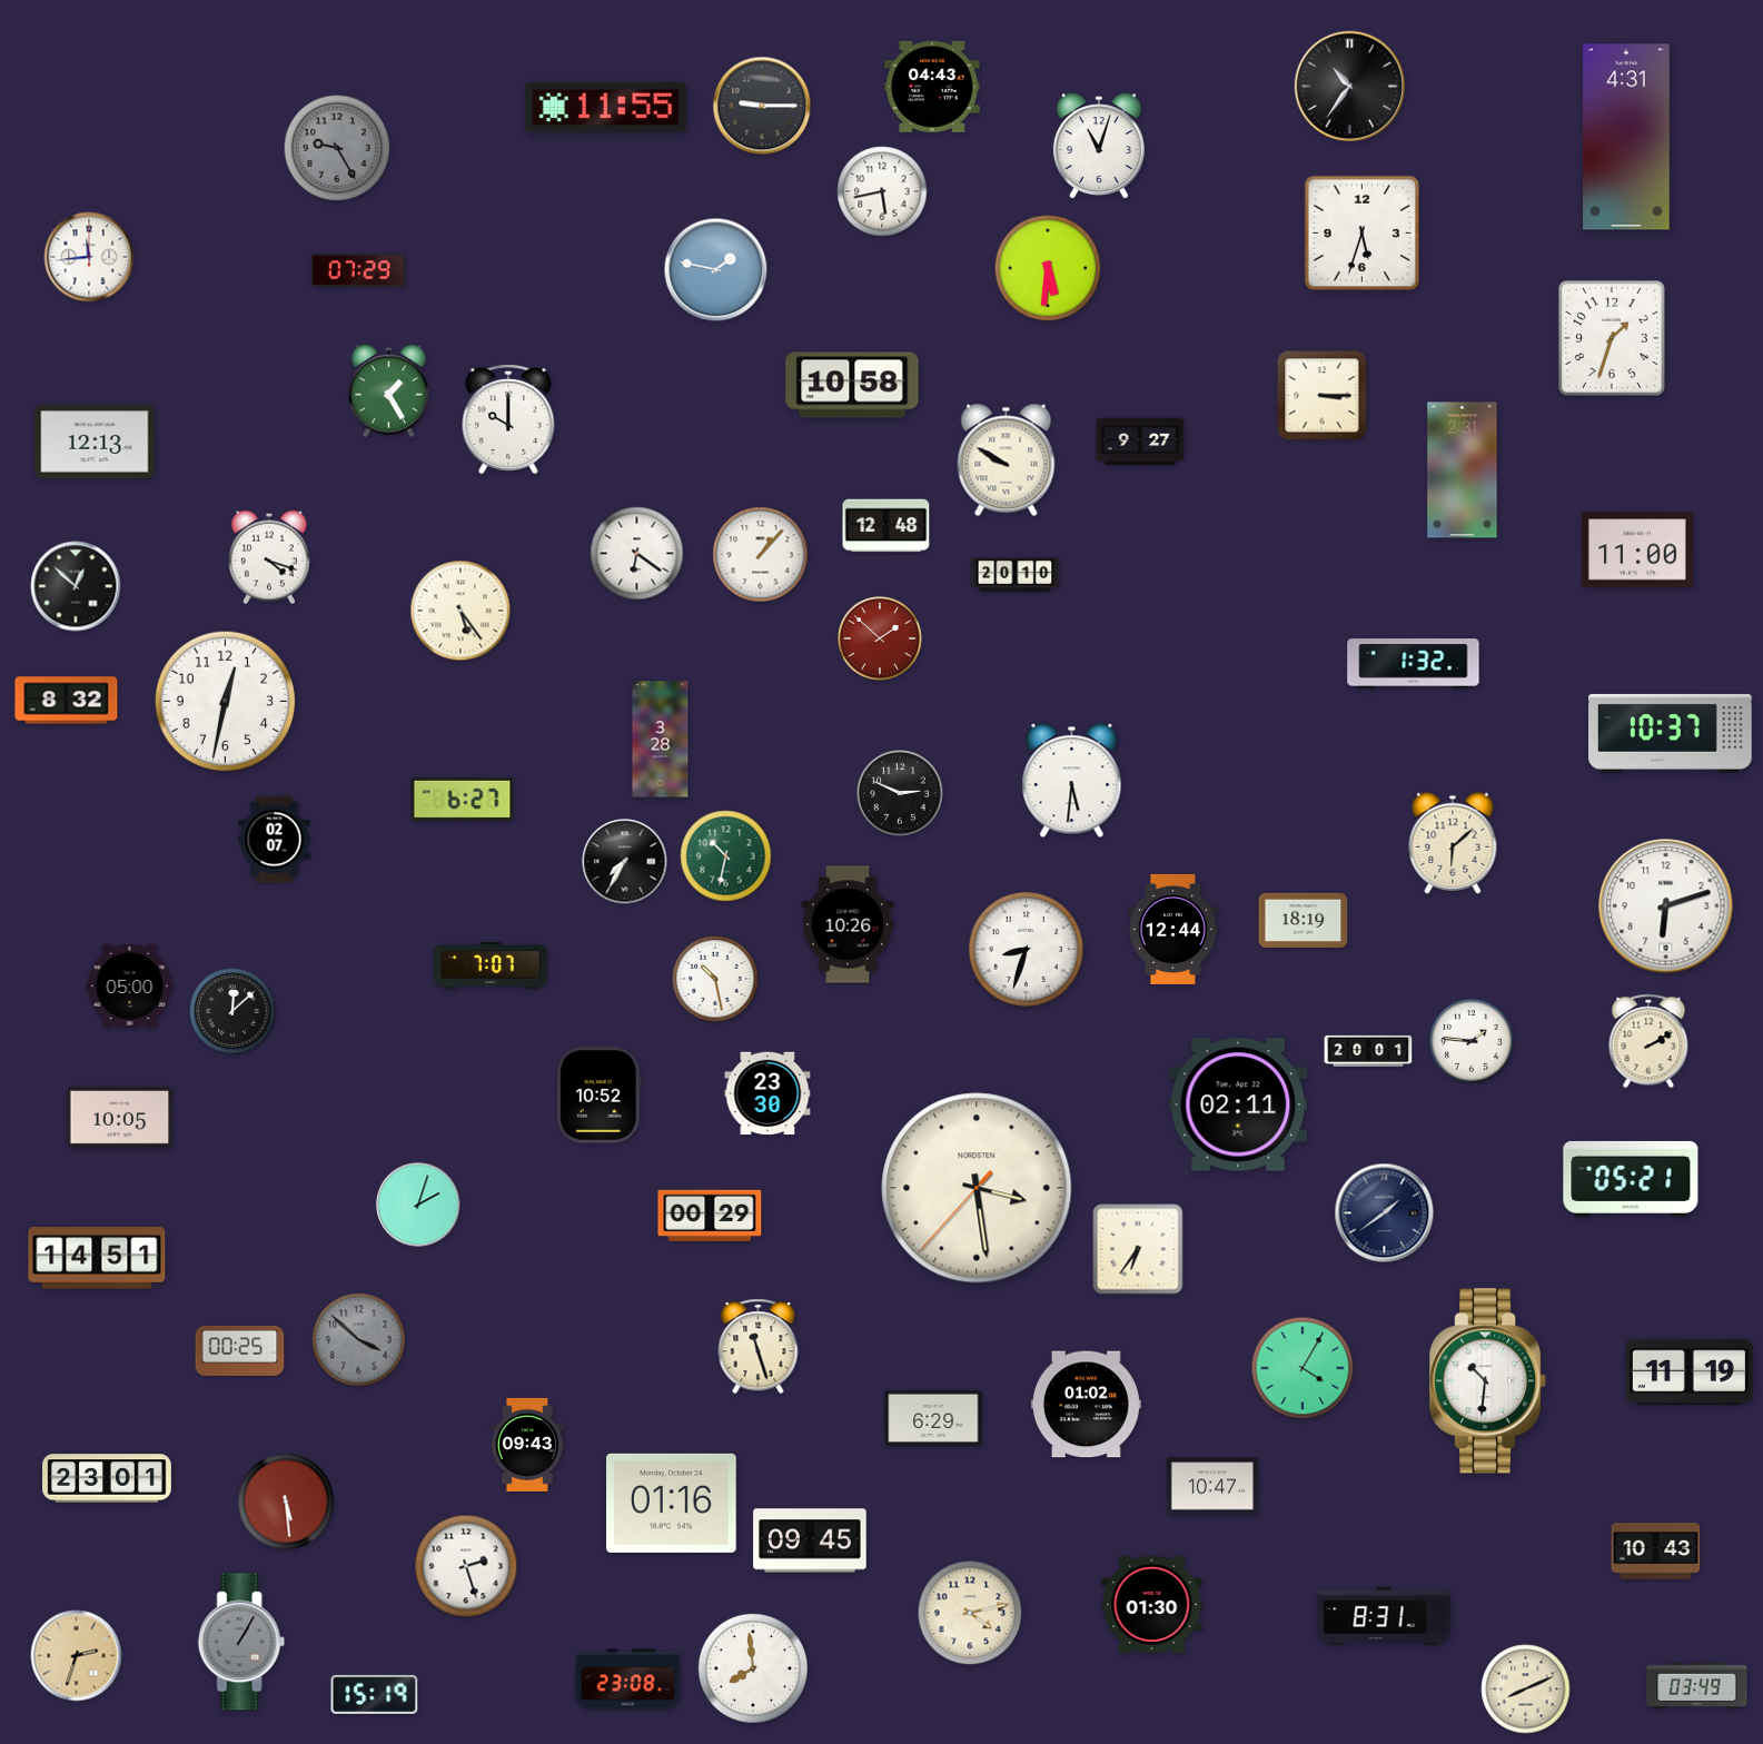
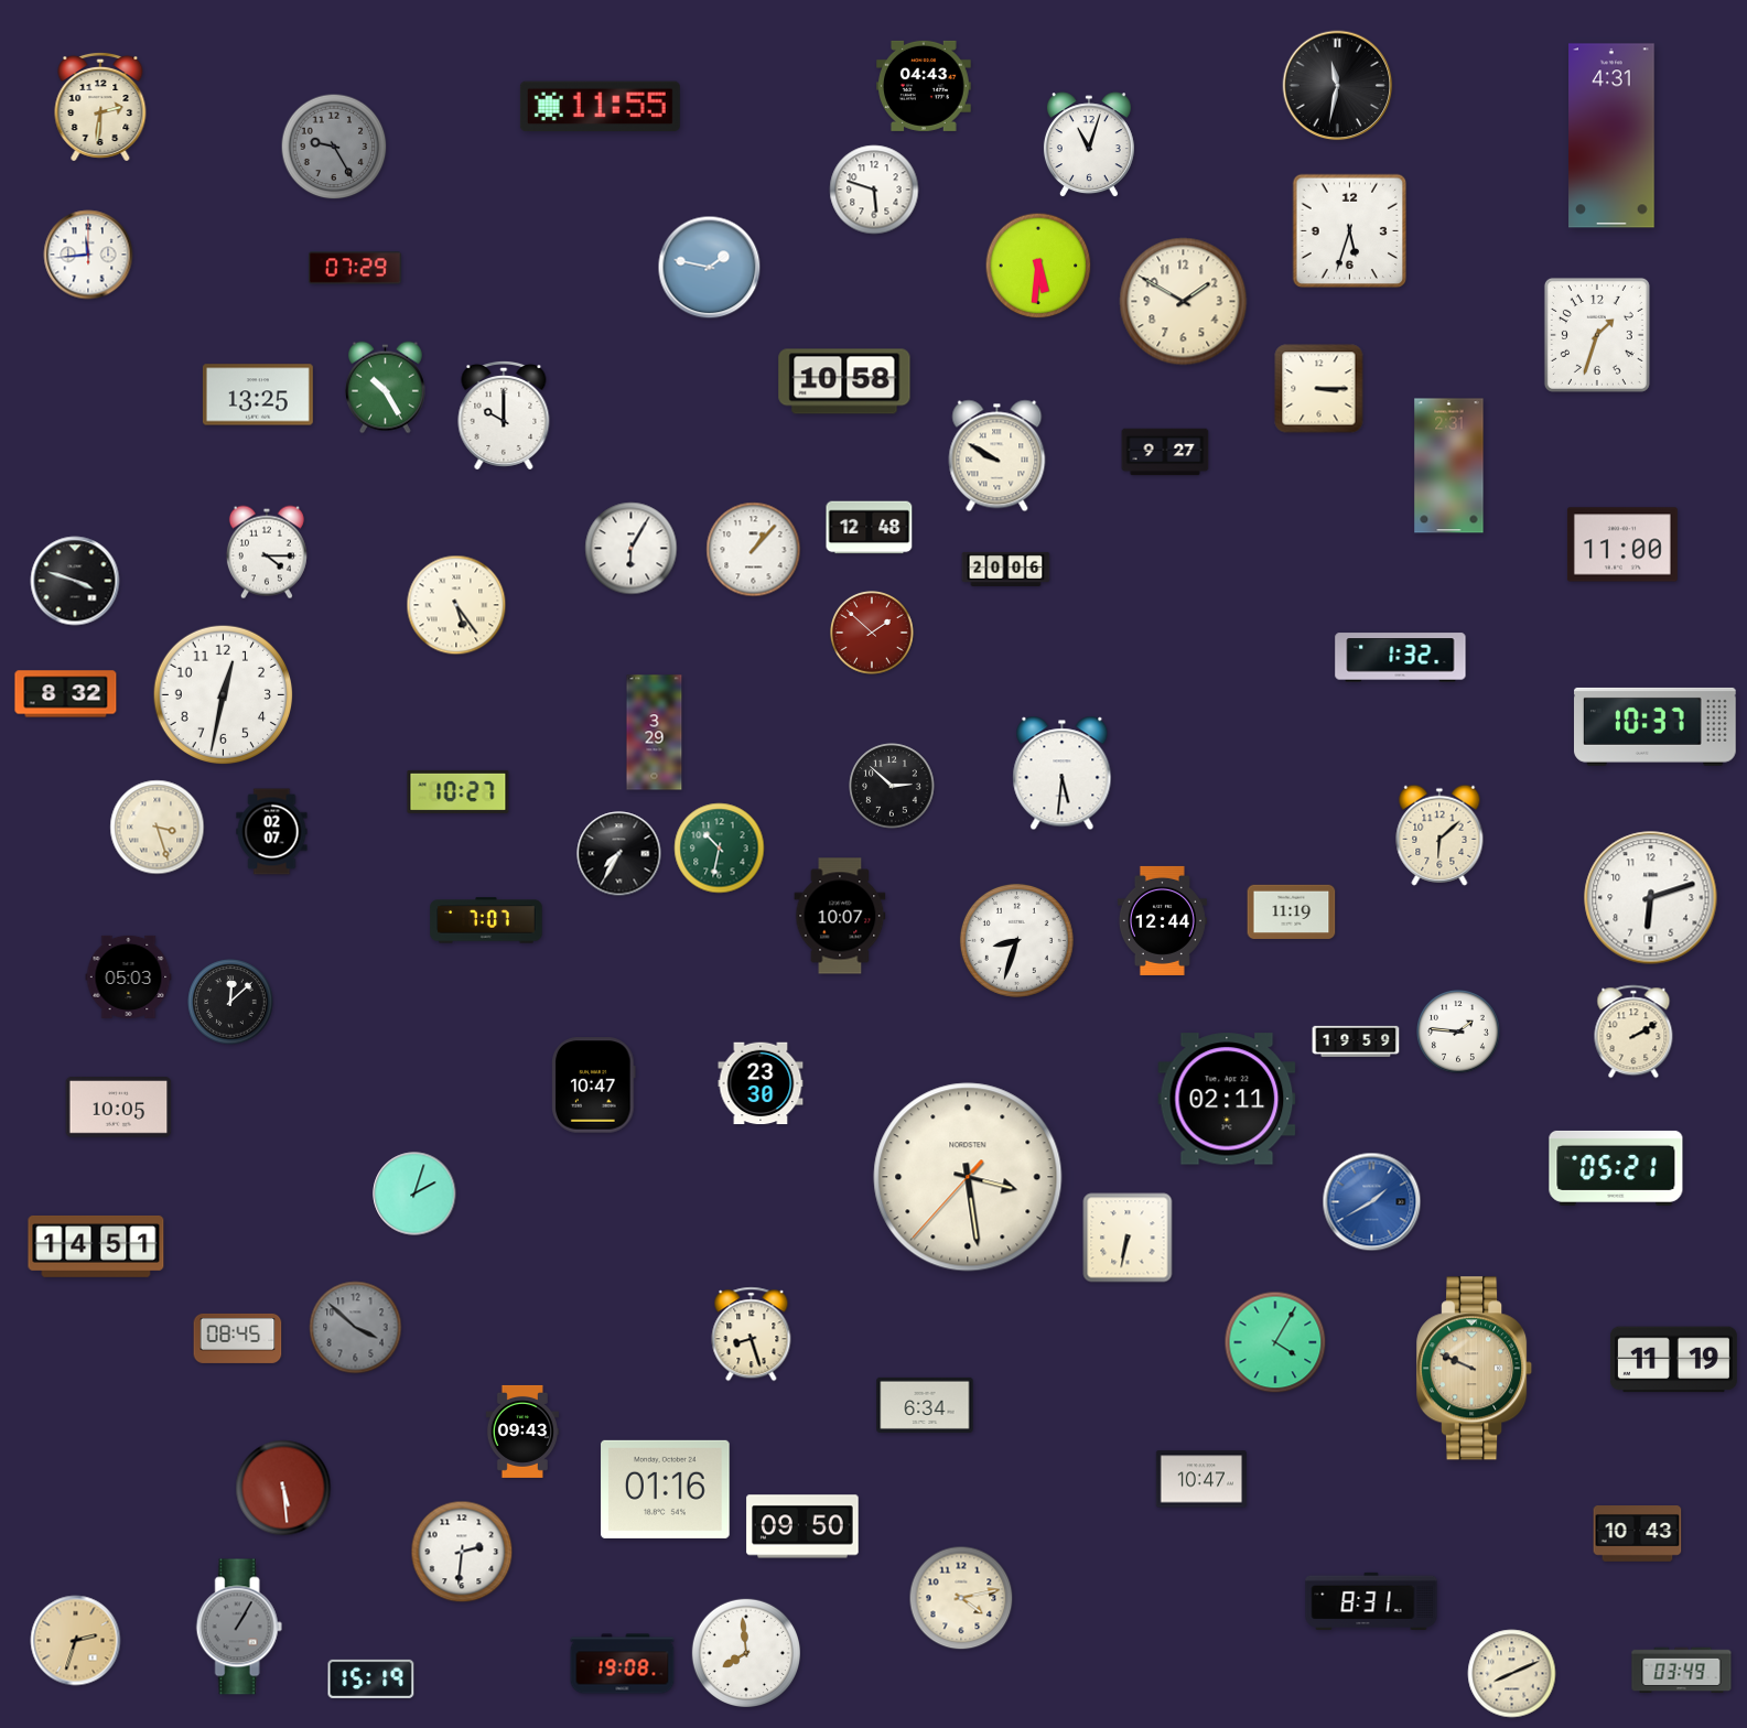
clock at (1350, 87): 10:36 -> 11:32
clock at (762, 106): 9:15 -> none
clock at (100, 107): none -> 2:31
clock at (882, 191): 5:43 -> 5:48
clock at (1184, 302): none -> 1:50
clock at (388, 392): 1:25 -> 10:25
clock at (1323, 396) position: (1323, 396) -> (1319, 389)
clock at (258, 395): none -> 13:25
clock at (95, 442): 12:13 -> none
clock at (1140, 442) position: (1140, 442) -> (1165, 452)
clock at (887, 526) position: (887, 526) -> (870, 528)
clock at (637, 554): 6:21 -> 6:05
clock at (269, 557): 4:18 -> 4:15
clock at (1016, 574): 20:10 -> 20:06
clock at (76, 586): 12:52 -> 3:48
clock at (661, 740): 3:28 -> 3:29
clock at (900, 793): 2:49 -> 2:52
clock at (463, 799): 6:27 -> 10:27
clock at (158, 828): none -> 3:27
clock at (1304, 921): 18:19 -> 11:19
clock at (848, 924): 10:26 -> 10:07
clock at (491, 965) position: (491, 965) -> (486, 920)
clock at (715, 979): 10:28 -> none
clock at (130, 985): 05:00 -> 05:03
clock at (1368, 1051): 20:01 -> 19:59
clock at (600, 1096): 10:52 -> 10:47
clock at (1238, 1104) position: (1238, 1104) -> (1227, 1099)
clock at (1385, 1213): 1:39 -> 1:40
clock at (1385, 1213) dial: navy -> blue
clock at (710, 1216): 00:29 -> none
clock at (1138, 1249): 6:36 -> 6:32
clock at (759, 1347): 11:27 -> 8:27
clock at (240, 1350): 00:25 -> 08:45
clock at (1303, 1368) position: (1303, 1368) -> (1275, 1342)
clock at (1488, 1381): 10:31 -> 9:49
clock at (1488, 1381) dial: white -> champagne
clock at (1086, 1405): 01:02 -> none
clock at (933, 1418): 6:29 -> 6:34
clock at (107, 1478): 23:01 -> none
clock at (1211, 1486) position: (1211, 1486) -> (1200, 1479)
clock at (810, 1540): 09:45 -> 09:50
clock at (1656, 1552) position: (1656, 1552) -> (1638, 1534)
clock at (466, 1566): 2:27 -> 2:31
clock at (1152, 1604): 01:30 -> none
clock at (628, 1679): 23:08 -> 19:08
